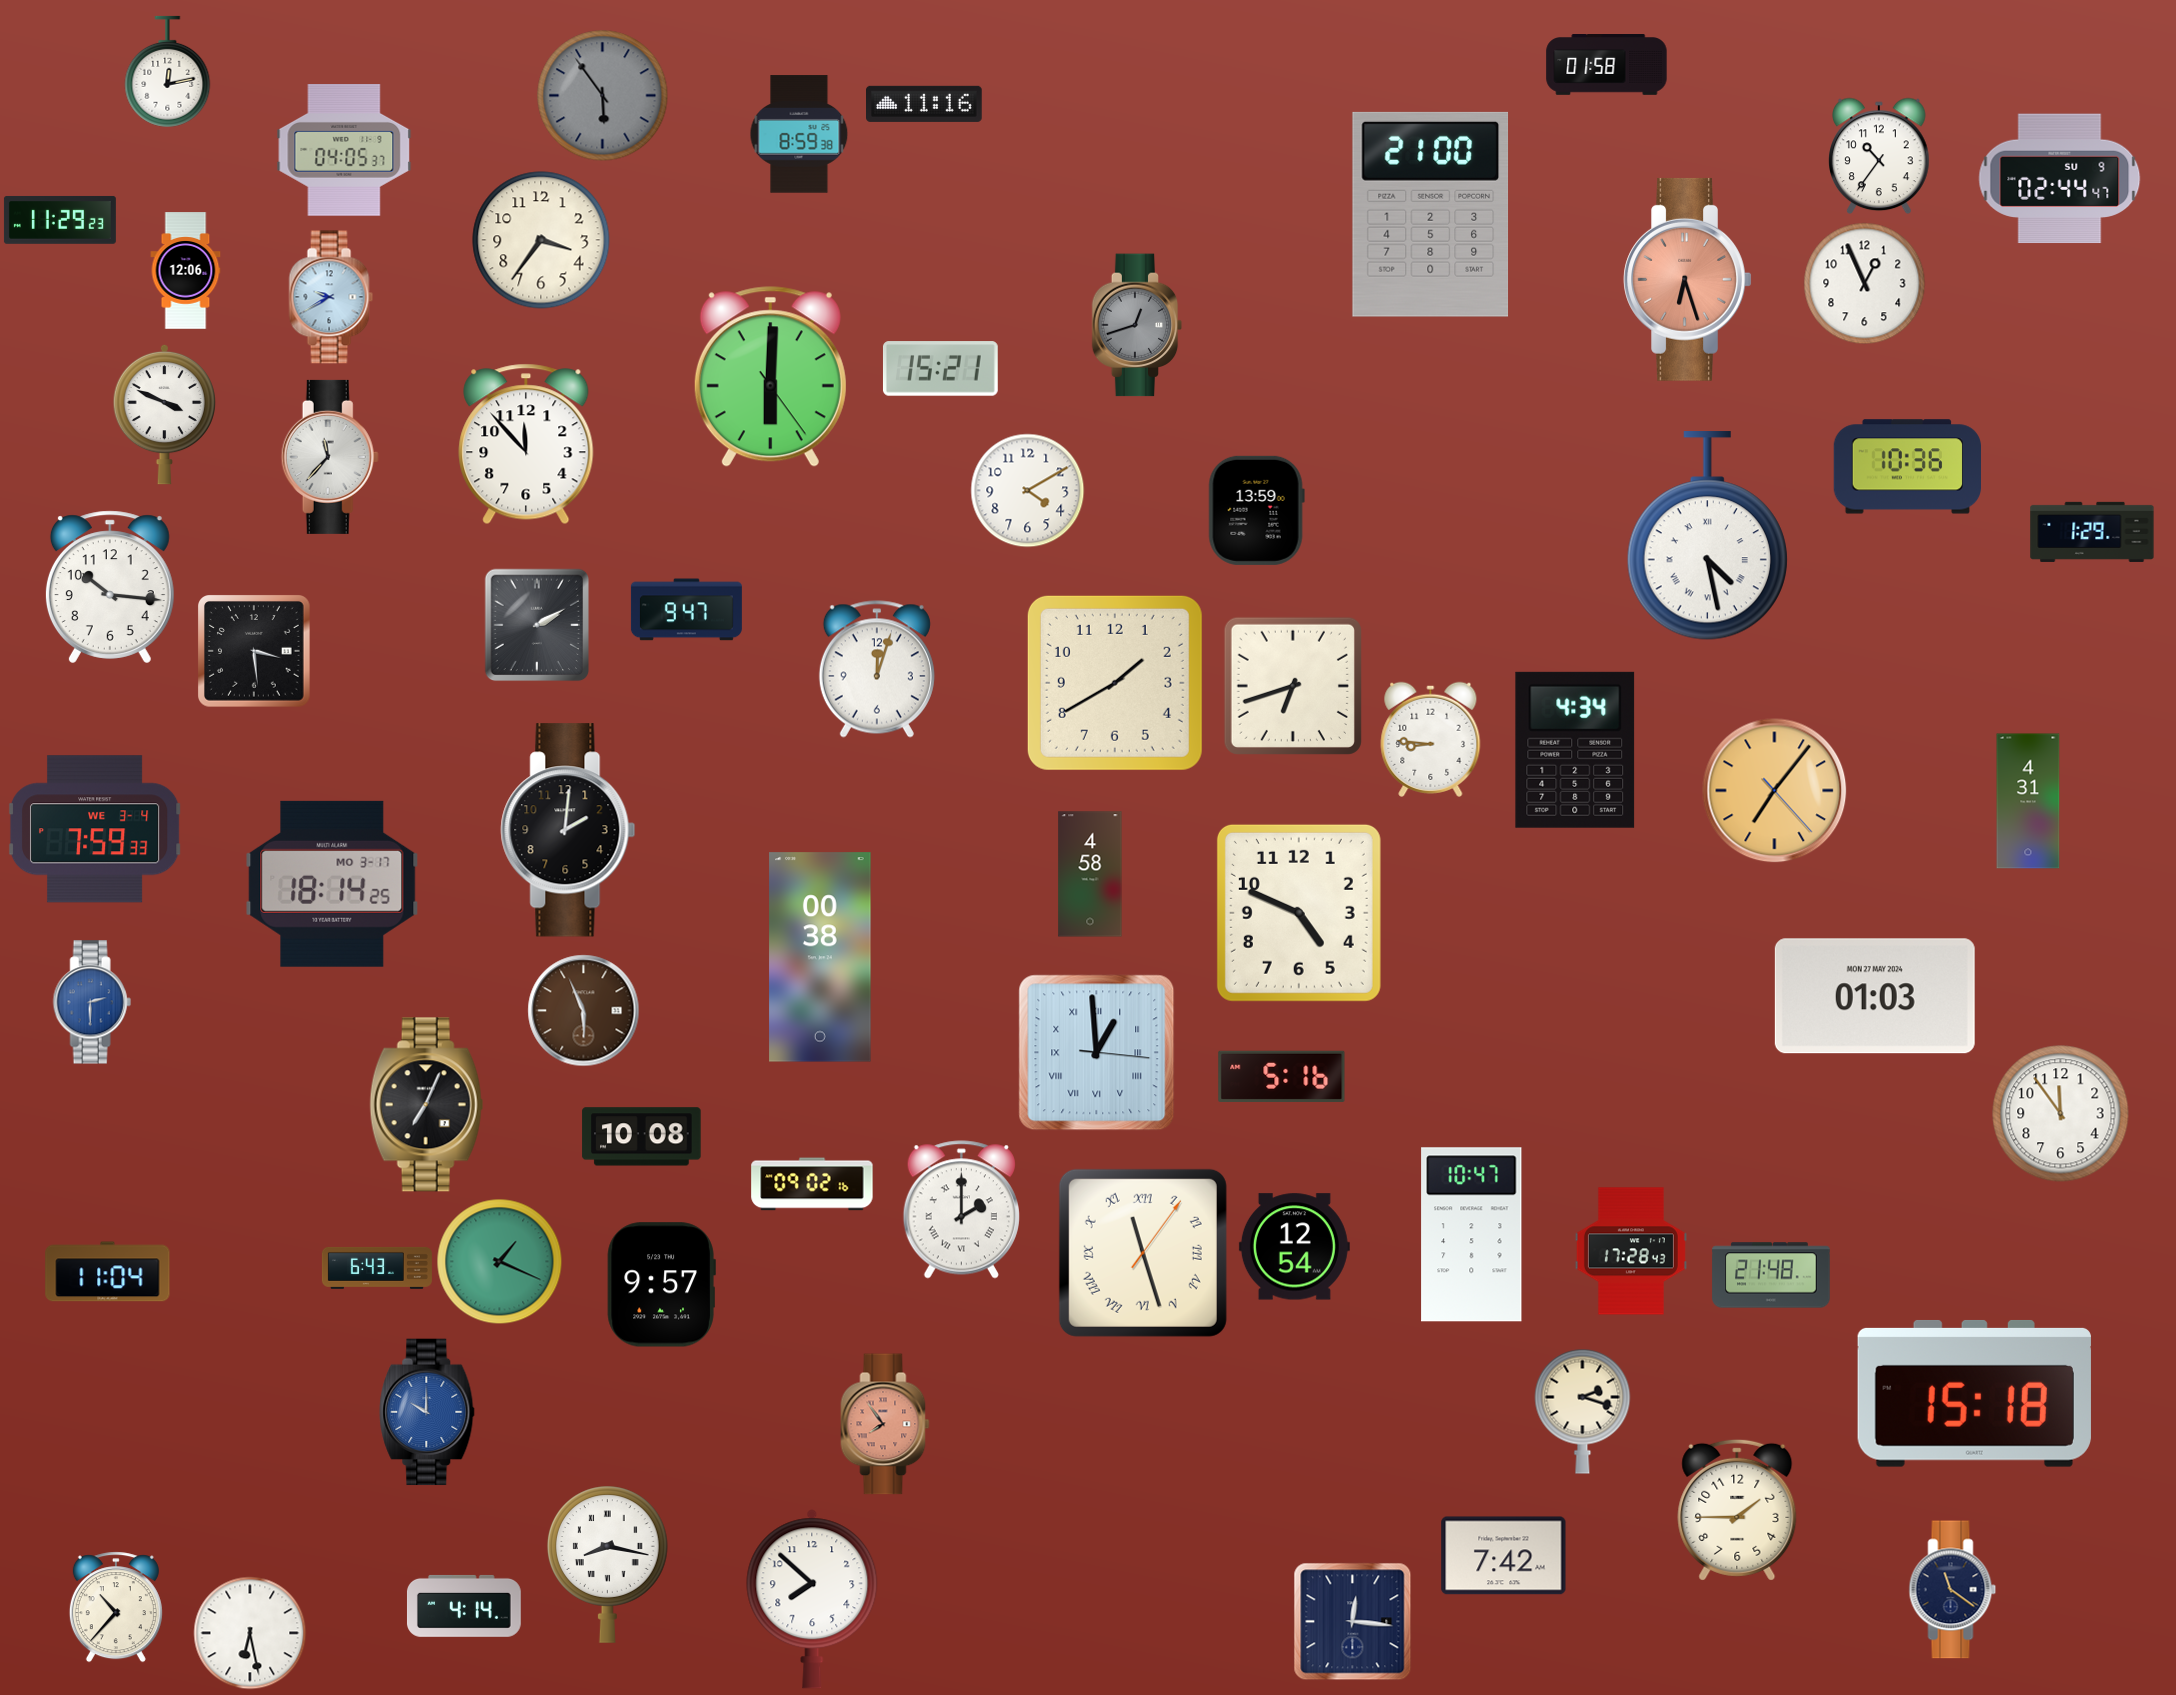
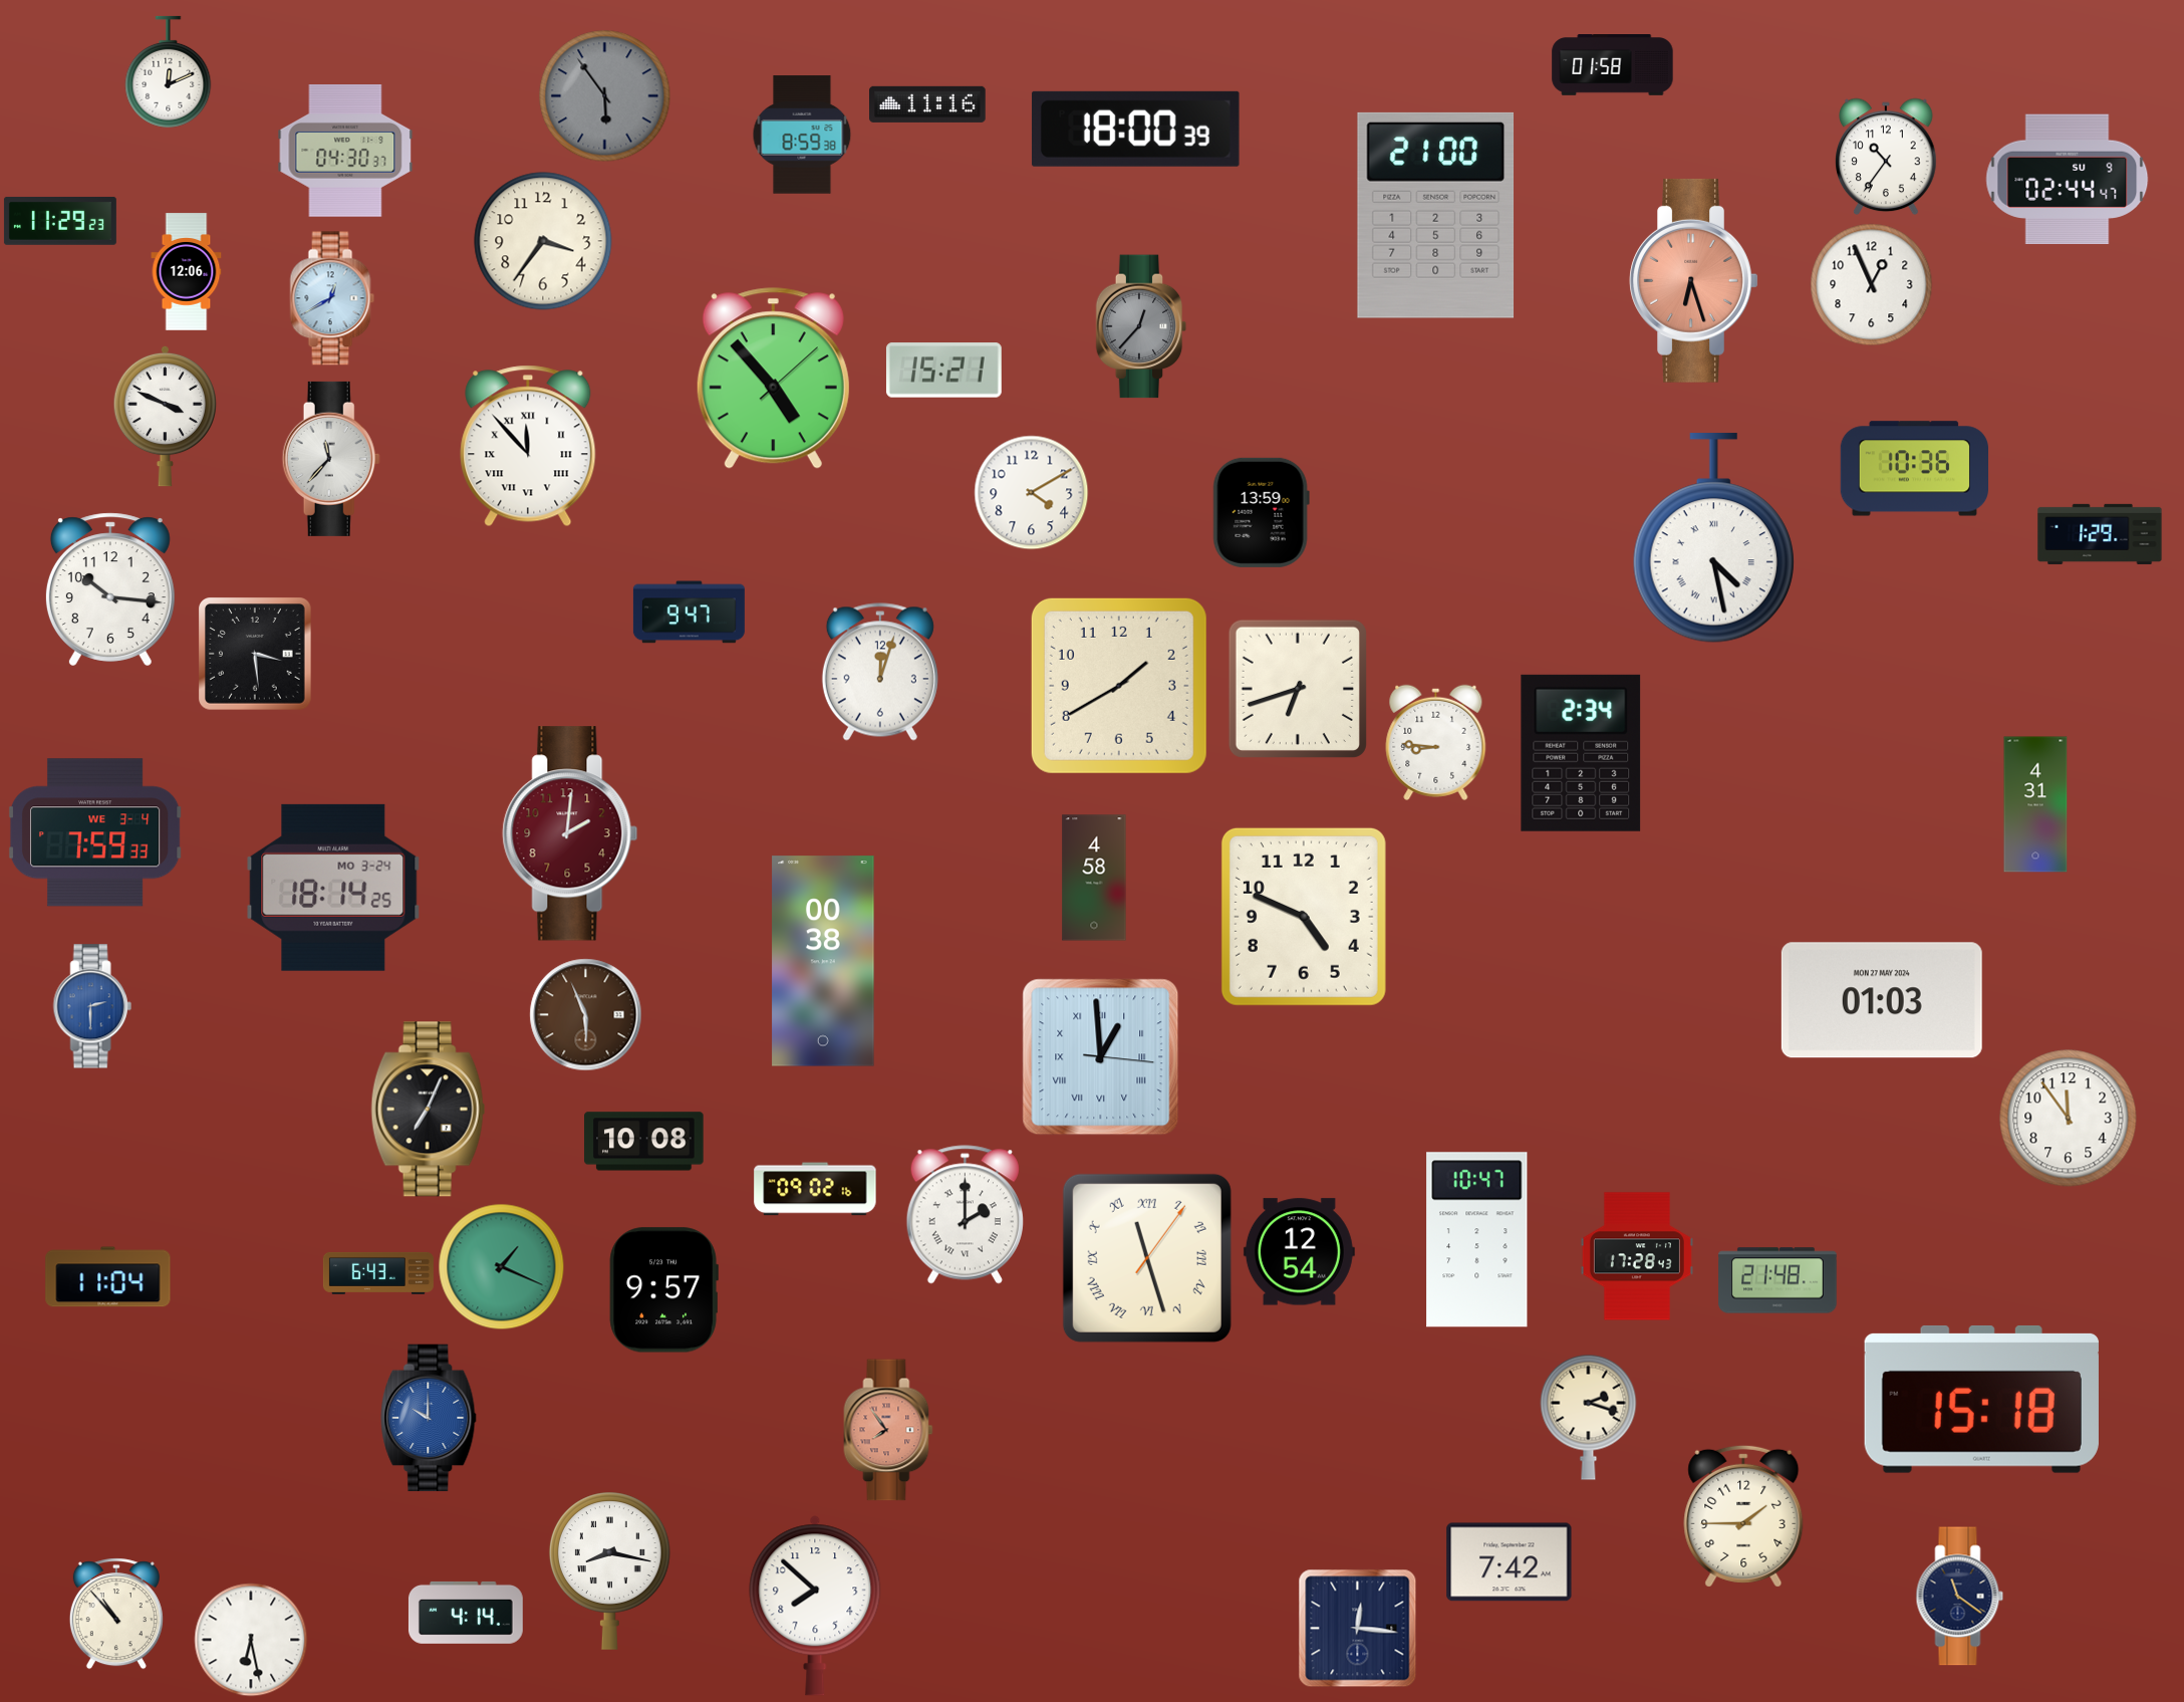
clock at (168, 72): 12:13 -> 12:11
clock at (1135, 129): none -> 18:00
clock at (344, 151): 04:05 -> 04:30
clock at (331, 297): 9:40 -> 12:40
clock at (1137, 325): 12:42 -> 12:37
clock at (770, 377): 6:00 -> 4:53
clock at (526, 444) numerals: Arabic -> Roman
clock at (537, 625): 2:10 -> none
clock at (1575, 750): 4:34 -> 2:34
clock at (1775, 791): 7:06 -> none
clock at (568, 830) dial: black -> burgundy
clock at (332, 884) date: MO 3-17 -> MO 3-24
clock at (1282, 1076): 5:16 -> none
clock at (116, 1607): 10:37 -> 10:53
